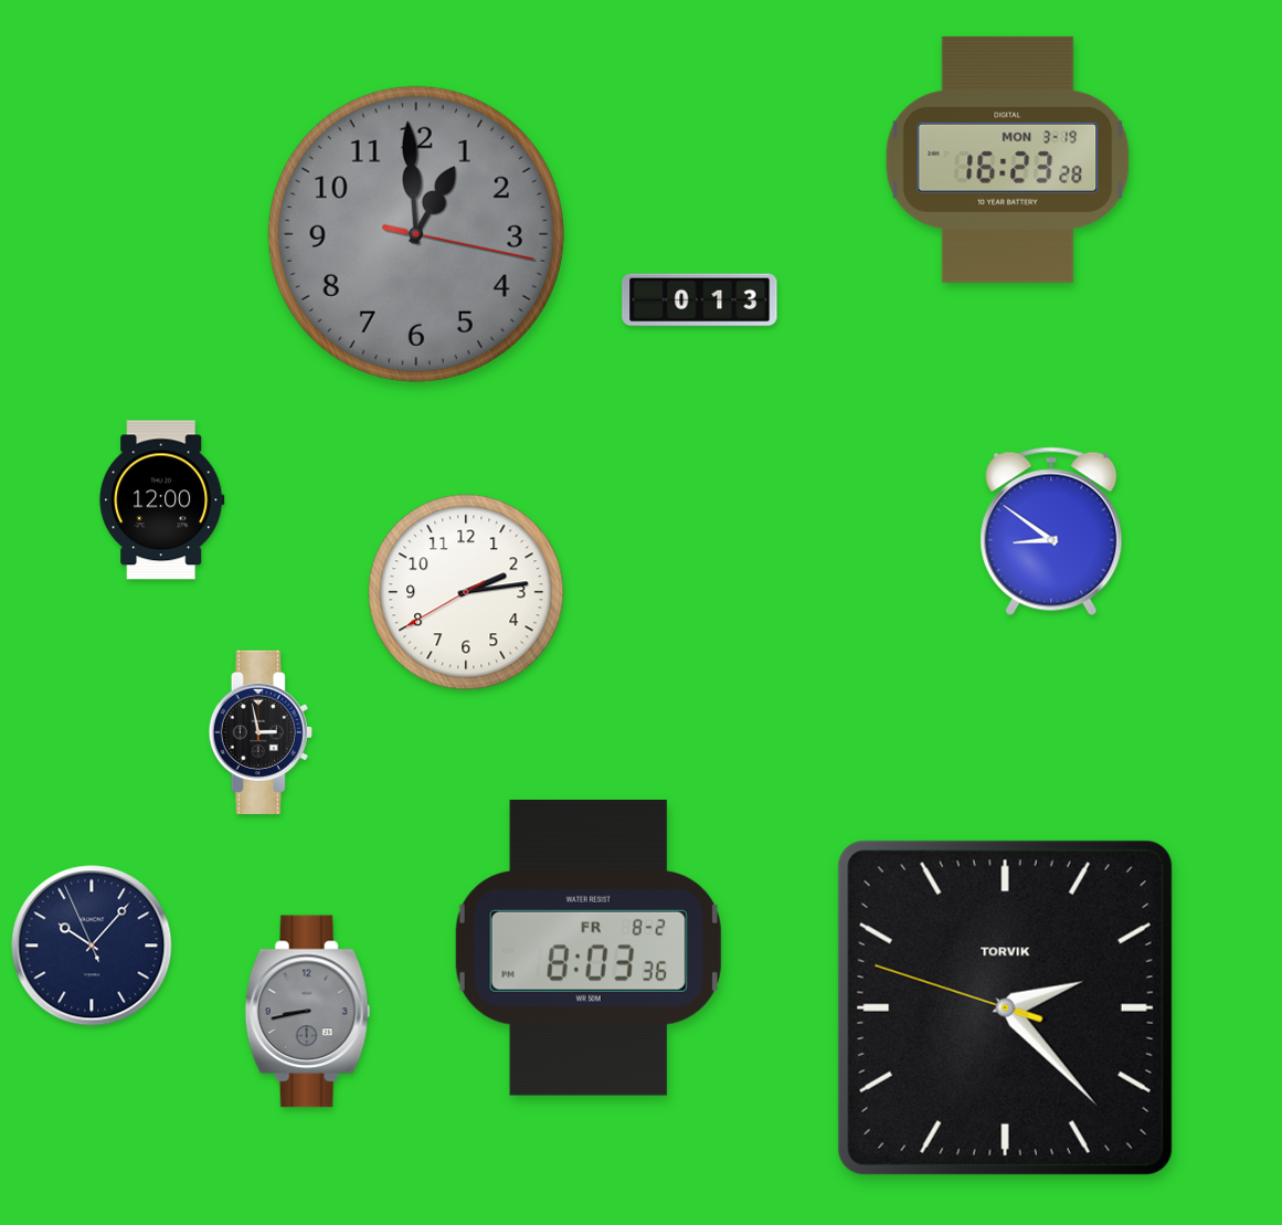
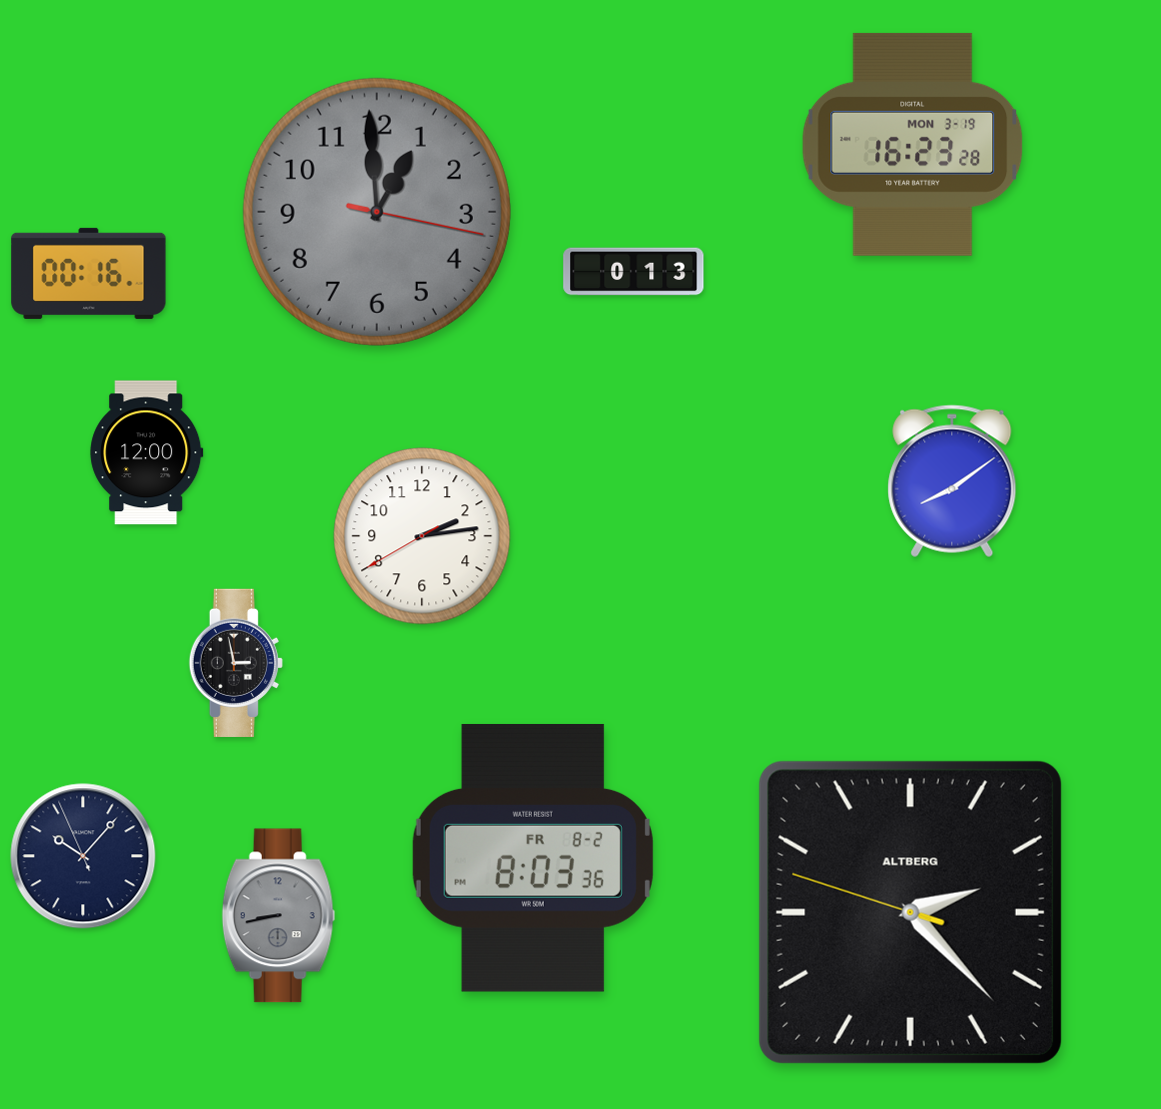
clock at (89, 273): none -> 00:16
clock at (1051, 531): 8:51 -> 8:09
clock at (1005, 1007) brand: TORVIK -> ALTBERG
